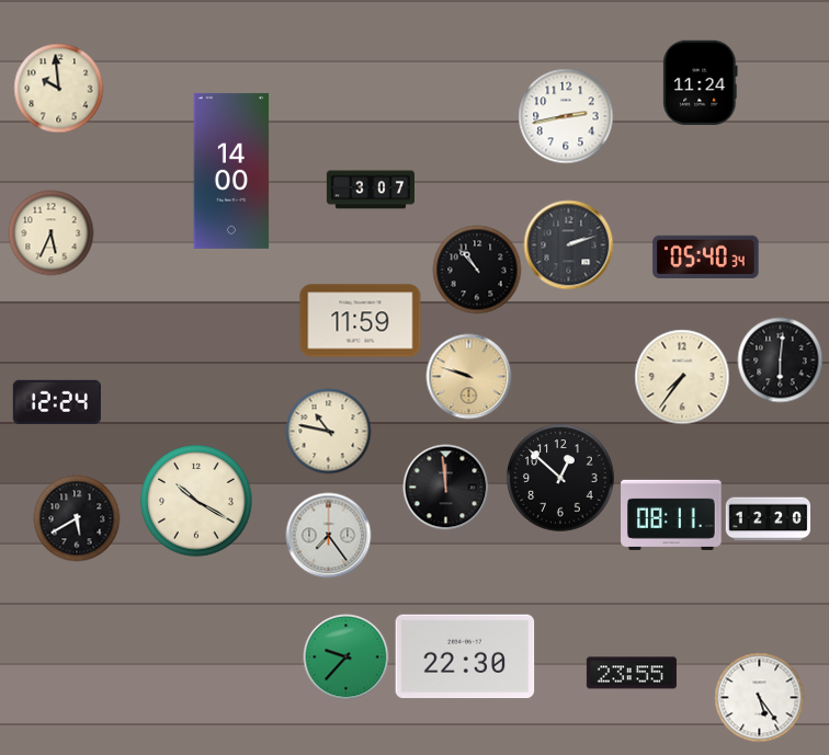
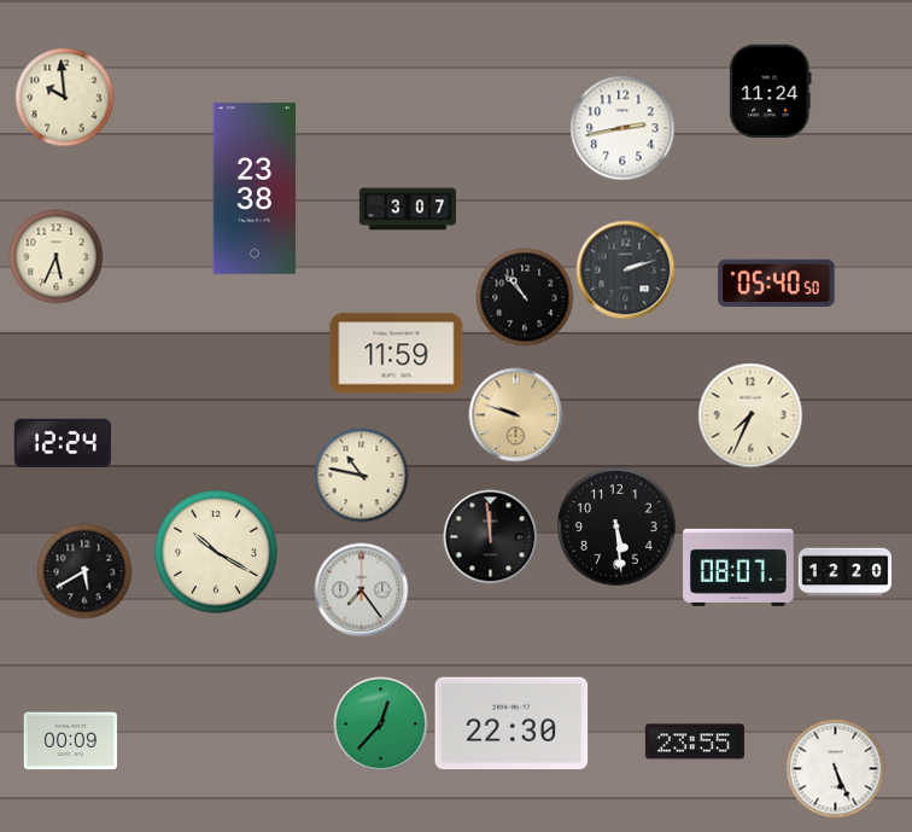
clock at (231, 171): 14:00 -> 23:38
clock at (706, 256): 05:40:34 -> 05:40:50
clock at (780, 359): 6:01 -> none
clock at (682, 377): 7:36 -> 7:34
clock at (560, 478): 12:52 -> 5:29
clock at (671, 515): 08:11 -> 08:07
clock at (345, 656): 9:37 -> 12:37
clock at (70, 741): none -> 00:09
clock at (759, 697): 5:24 -> 5:26
